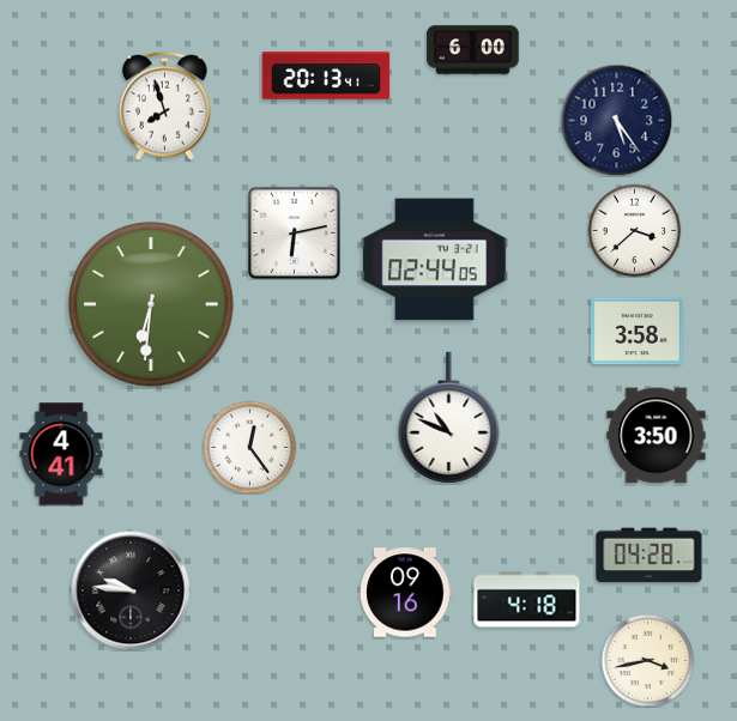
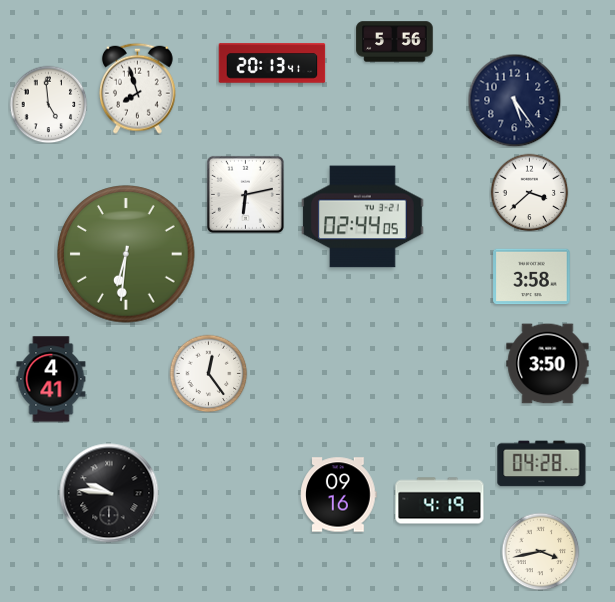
clock at (473, 50): 6:00 -> 5:56
clock at (48, 104): none -> 4:59
clock at (449, 418): 10:49 -> none
clock at (527, 600): 4:18 -> 4:19
